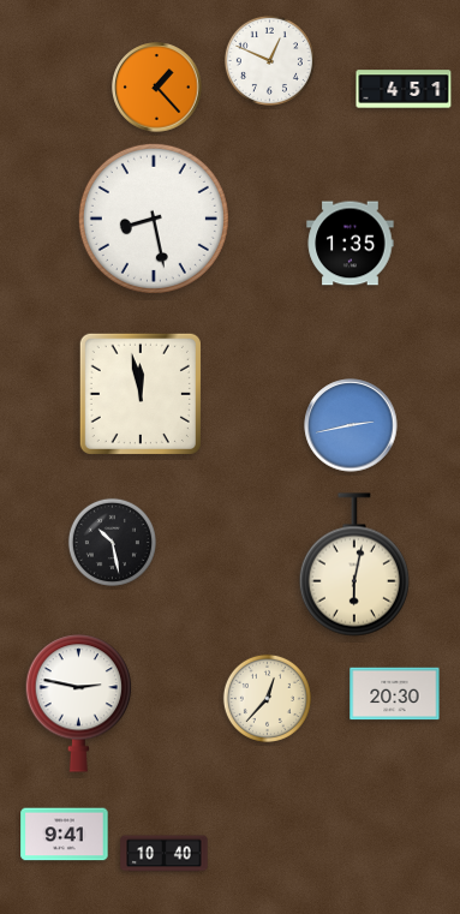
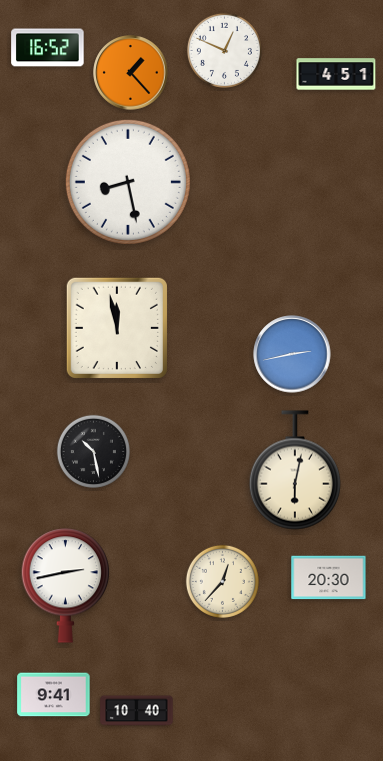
clock at (48, 48): none -> 16:52
clock at (351, 244): 1:35 -> none
clock at (79, 704): 2:47 -> 2:43
